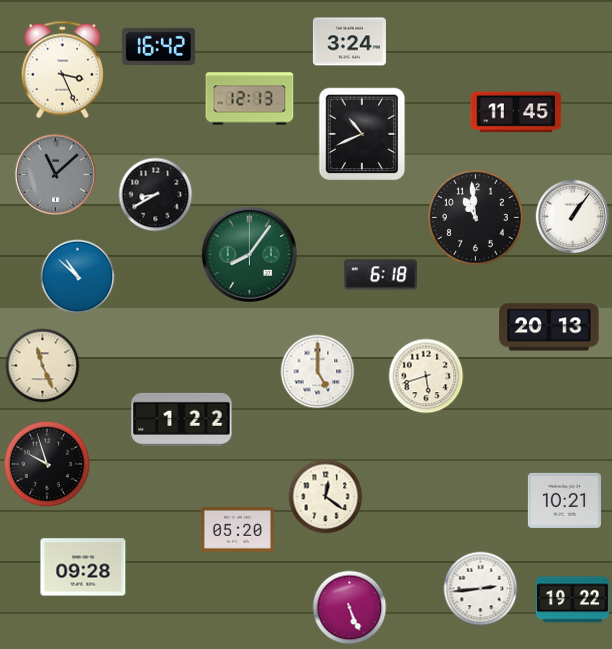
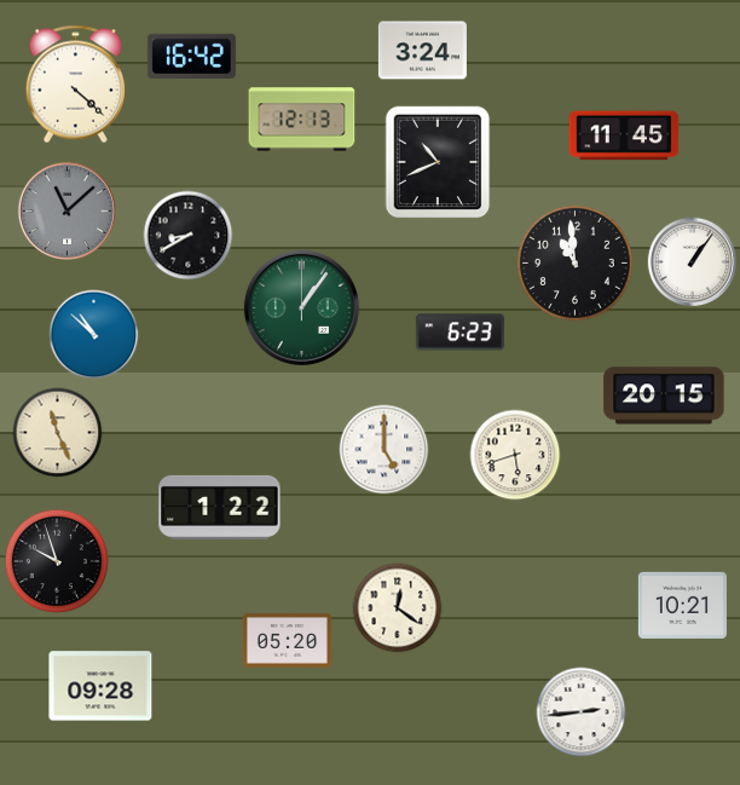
clock at (62, 70): 3:26 -> 4:22
clock at (249, 254): 8:06 -> 1:06
clock at (380, 275): 6:18 -> 6:23
clock at (549, 327): 20:13 -> 20:15
clock at (43, 366) position: (43, 366) -> (58, 433)
clock at (326, 497) position: (326, 497) -> (398, 608)
clock at (572, 600): 19:22 -> none
clock at (350, 608): 5:26 -> none
